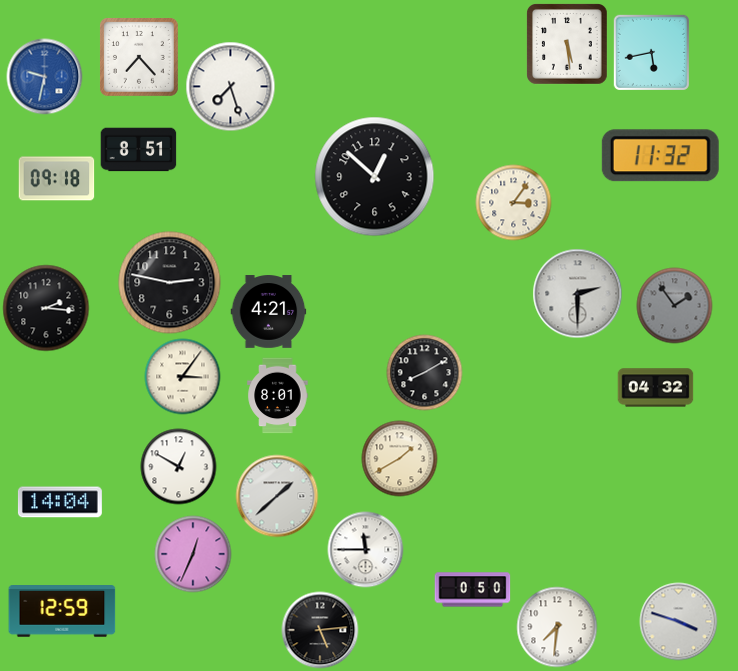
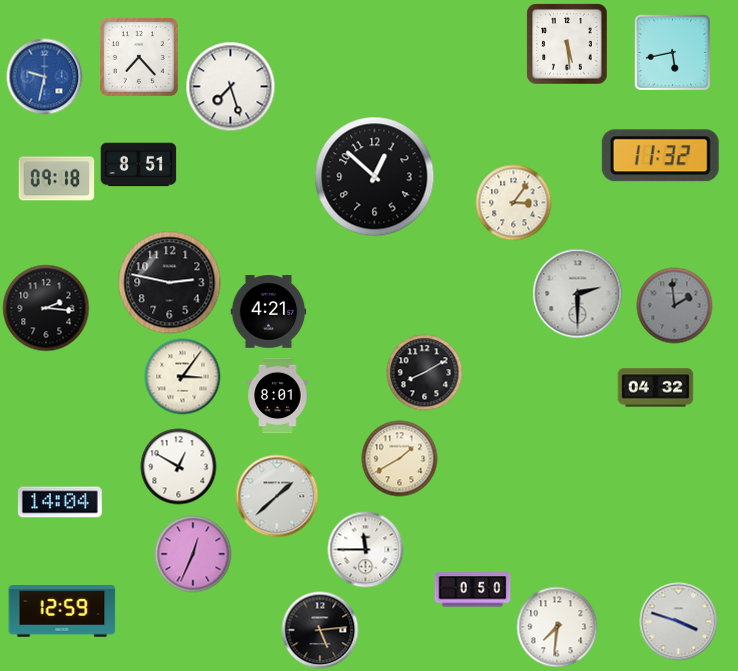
clock at (651, 52) position: (651, 52) -> (672, 52)
clock at (139, 150) position: (139, 150) -> (139, 165)
clock at (675, 306): 1:54 -> 1:59
